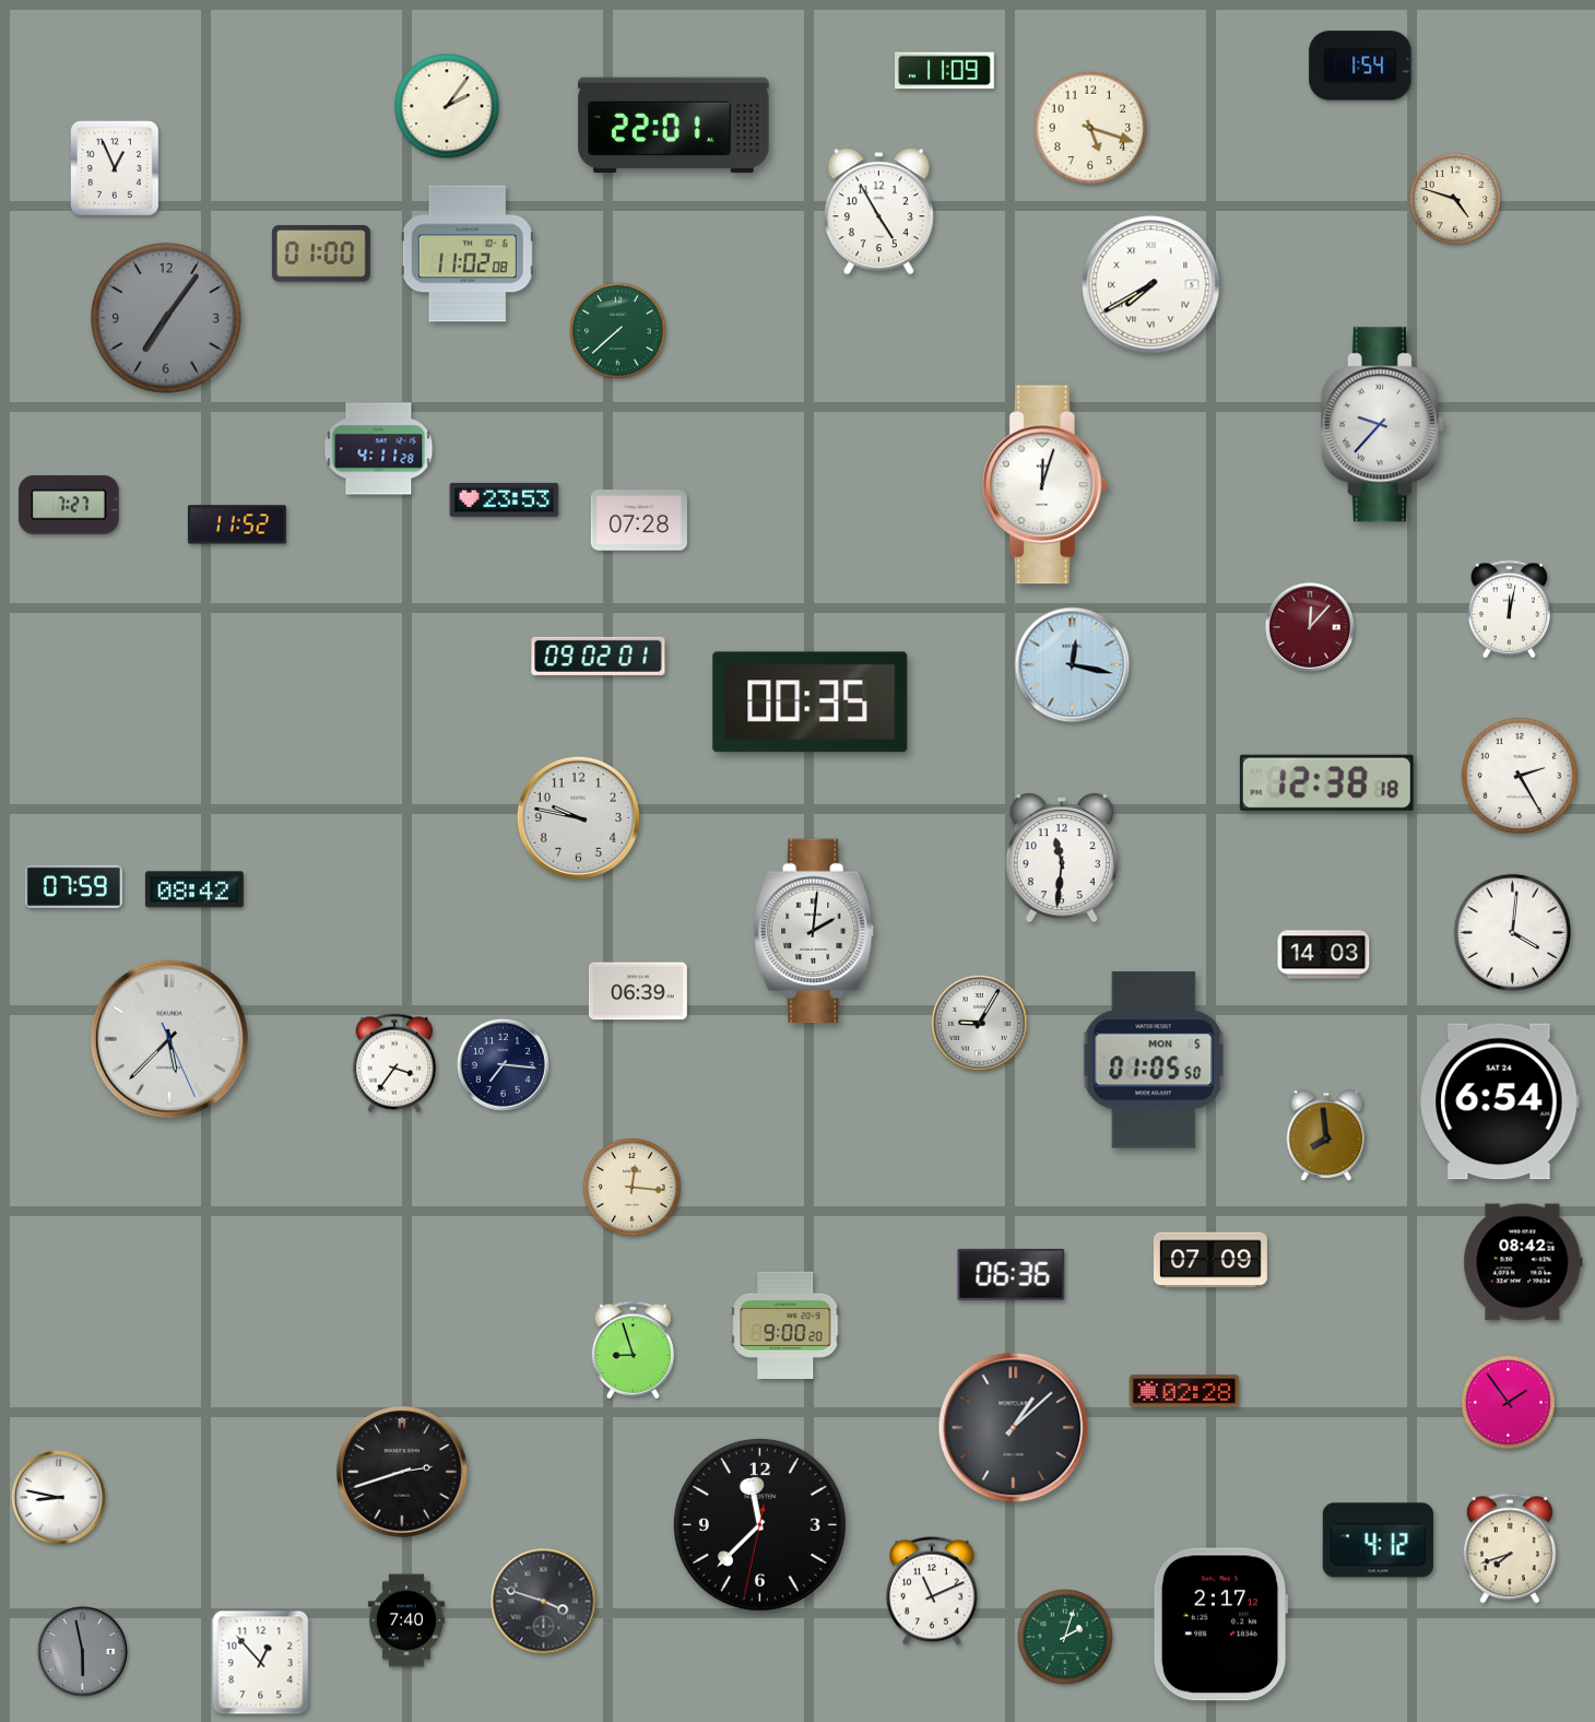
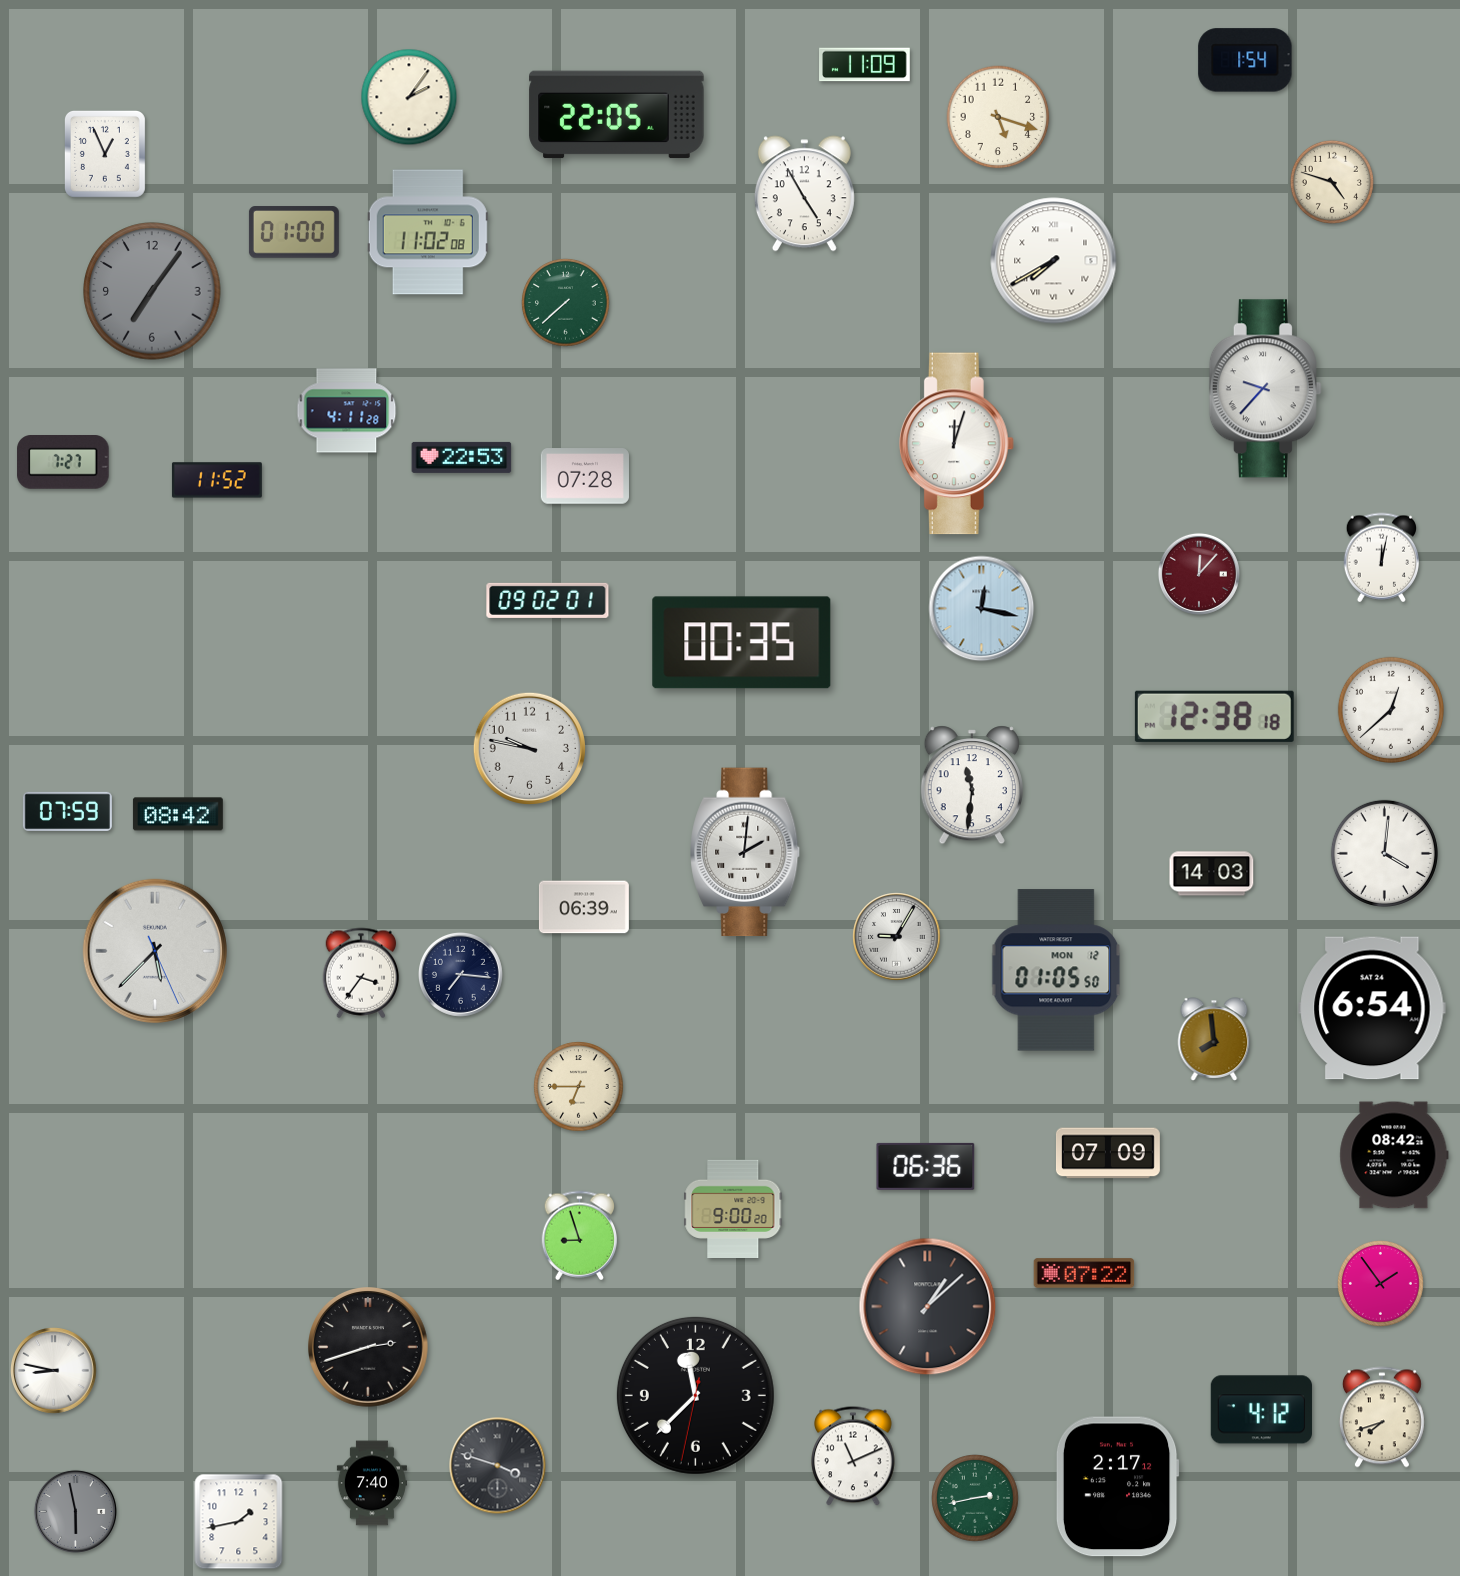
clock at (674, 126): 22:01 -> 22:05
clock at (505, 499): 23:53 -> 22:53
clock at (1520, 776): 2:25 -> 12:38
clock at (1154, 1060) date: MON 5 -> MON 12
clock at (633, 1188): 12:16 -> 6:45
clock at (785, 1324) position: (785, 1324) -> (733, 1208)
clock at (1184, 1391): 02:28 -> 07:22
clock at (1065, 1637): 2:03 -> 2:43
clock at (261, 1663): 12:53 -> 1:43
